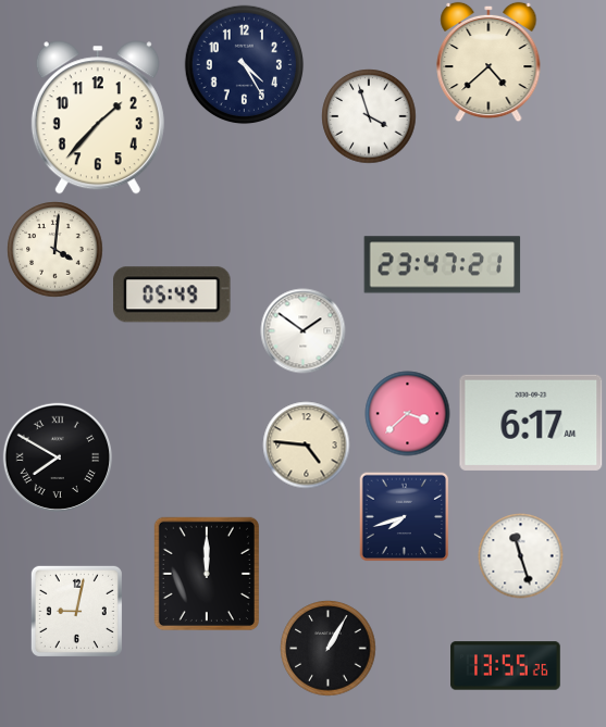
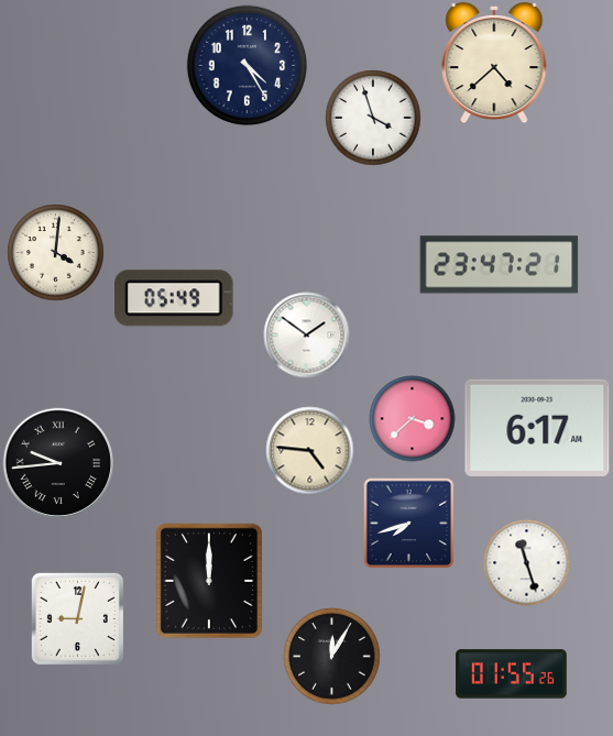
clock at (98, 117): 1:37 -> none
clock at (443, 265) position: (443, 265) -> (500, 265)
clock at (58, 457): 7:50 -> 9:44
clock at (327, 648): 1:05 -> 12:05
clock at (506, 666): 13:55 -> 01:55
